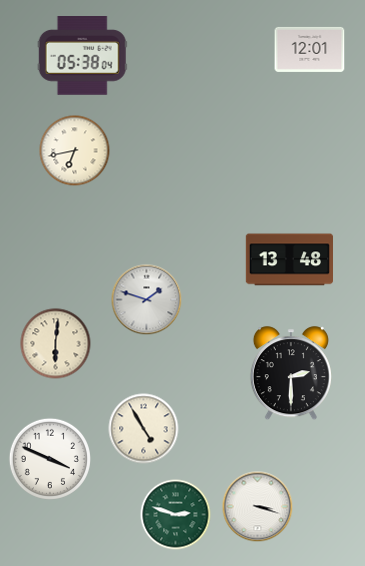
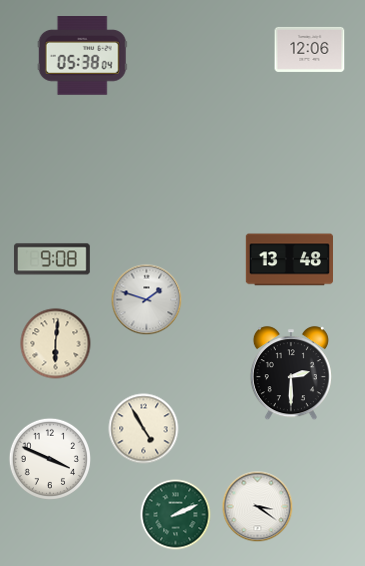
clock at (310, 49): 12:01 -> 12:06
clock at (75, 151): 6:43 -> none
clock at (52, 259): none -> 9:08
clock at (258, 507): 3:18 -> 3:21
clock at (176, 515): 2:48 -> 2:11
